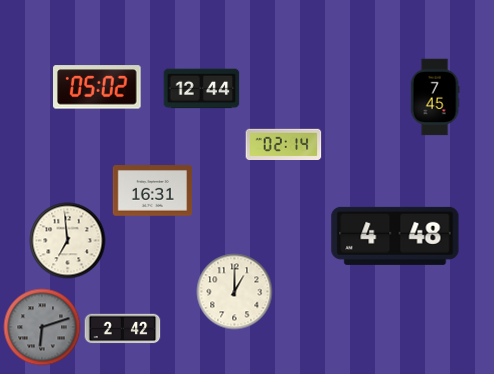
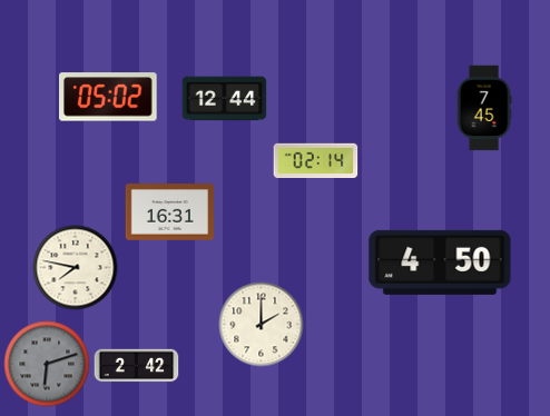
clock at (395, 236): 4:48 -> 4:50
clock at (68, 241): 6:59 -> 7:47
clock at (235, 292): 1:00 -> 2:00
